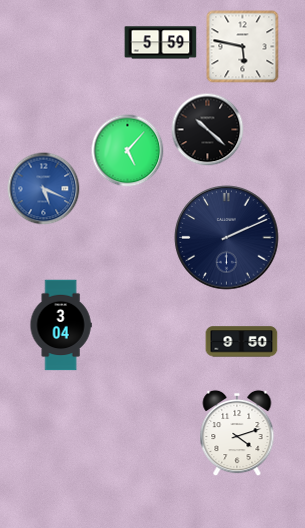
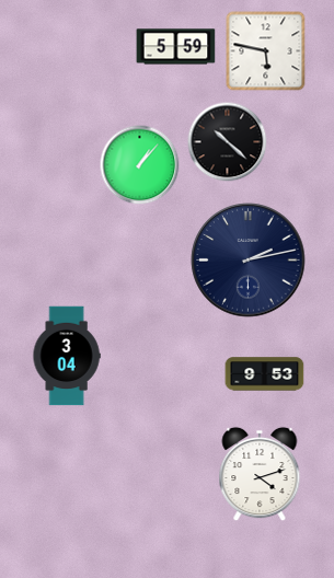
clock at (128, 151): 5:07 -> 1:07
clock at (44, 189): 5:19 -> none
clock at (227, 238): 2:11 -> 2:13
clock at (242, 342): 9:50 -> 9:53
